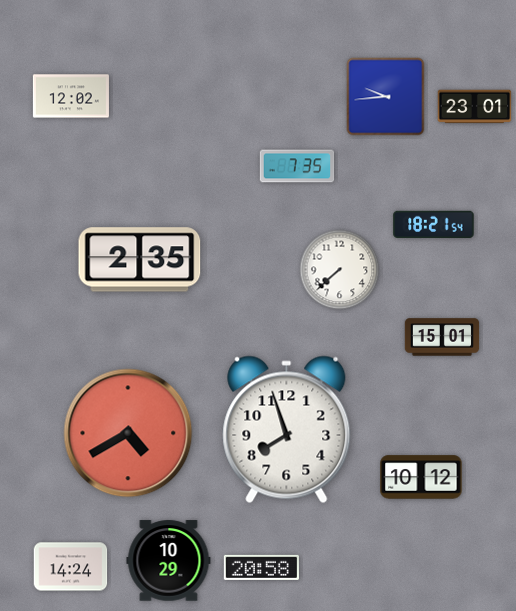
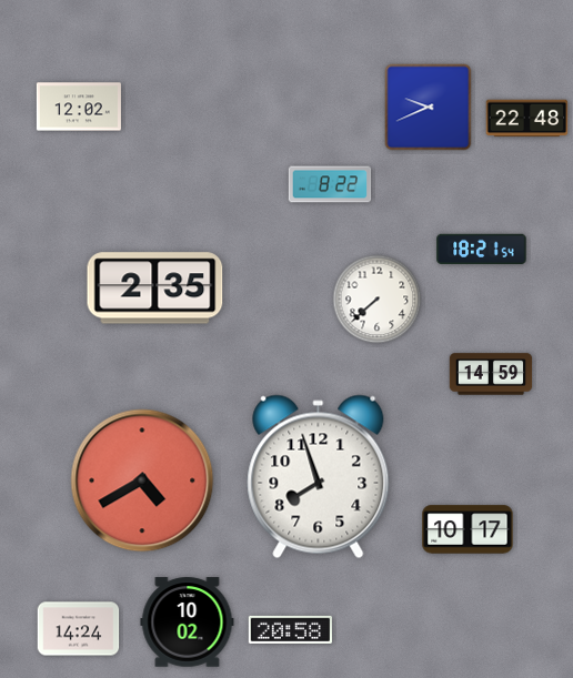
clock at (386, 97): 9:44 -> 9:41
clock at (475, 107): 23:01 -> 22:48
clock at (297, 166): 7:35 -> 8:22
clock at (442, 337): 15:01 -> 14:59
clock at (421, 477): 10:12 -> 10:17
clock at (169, 561): 10:29 -> 10:02
